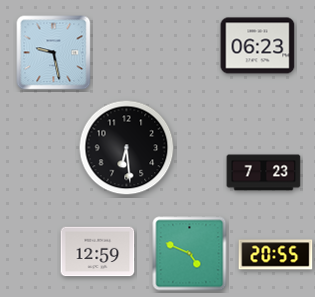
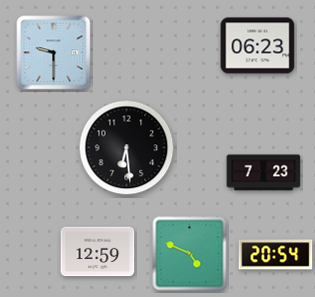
clock at (54, 53): 9:28 -> 9:30
clock at (276, 255): 20:55 -> 20:54
